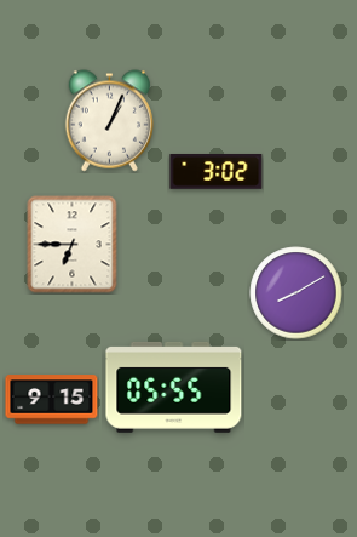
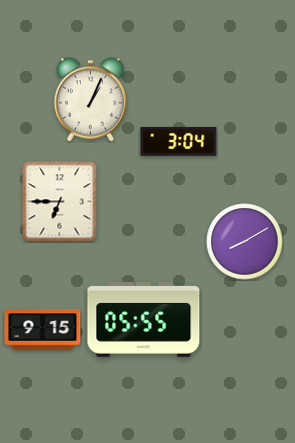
clock at (217, 172): 3:02 -> 3:04
